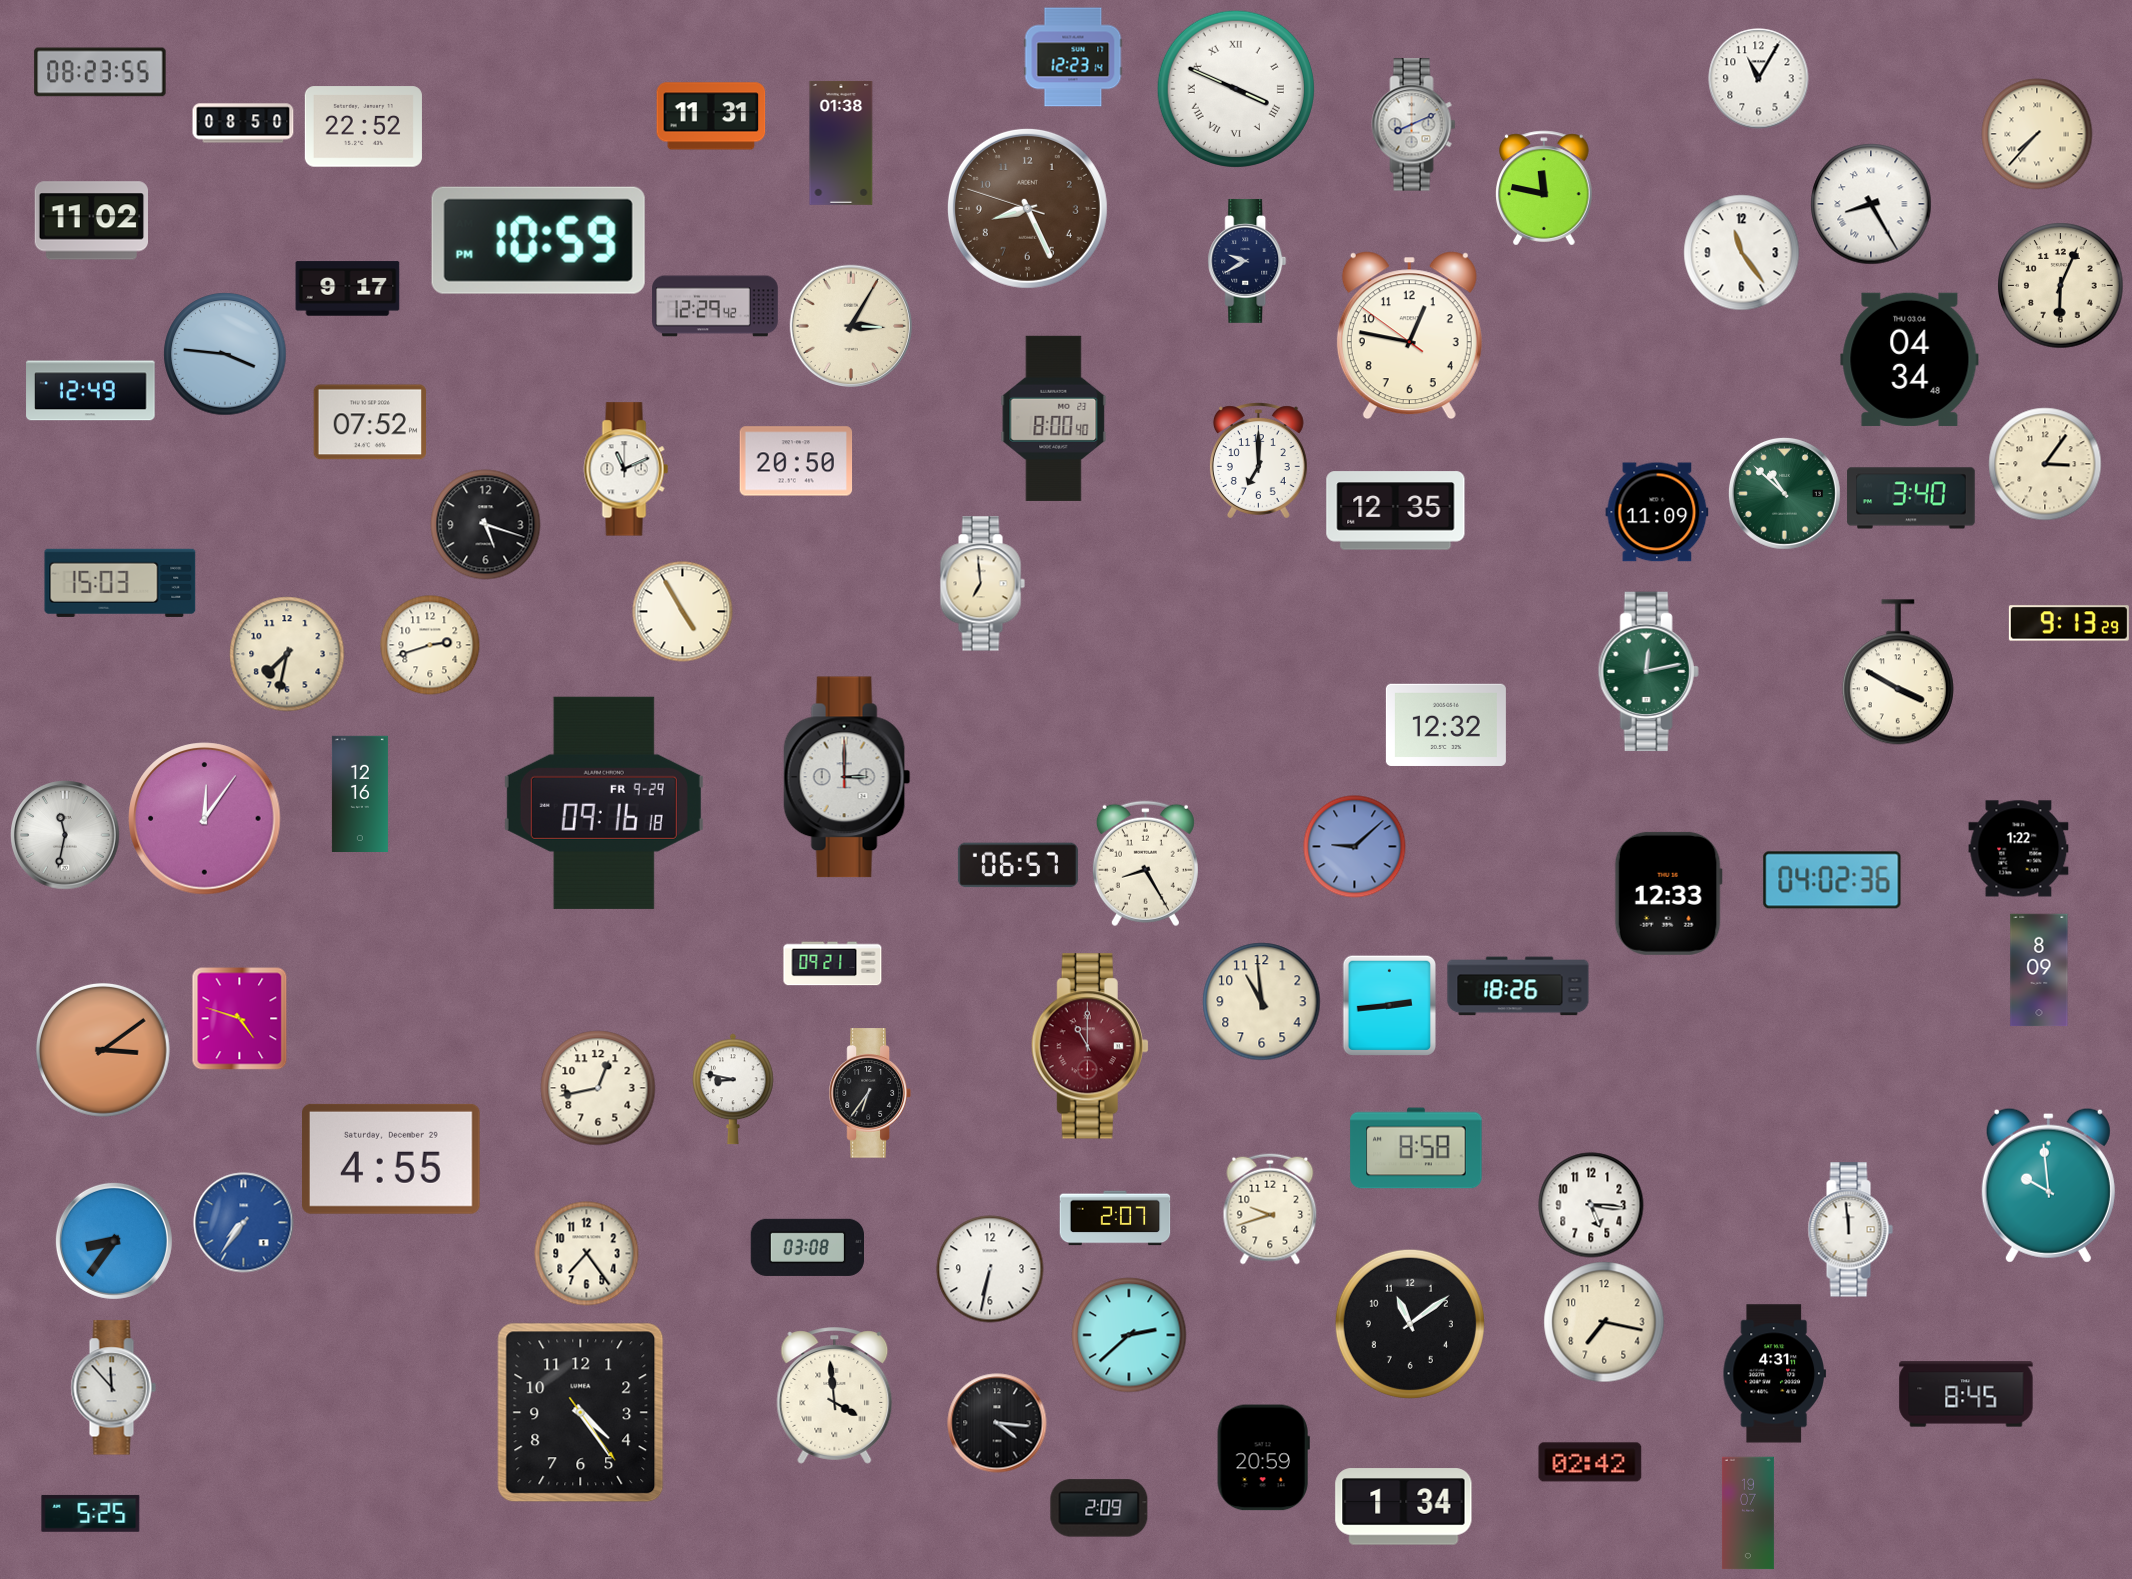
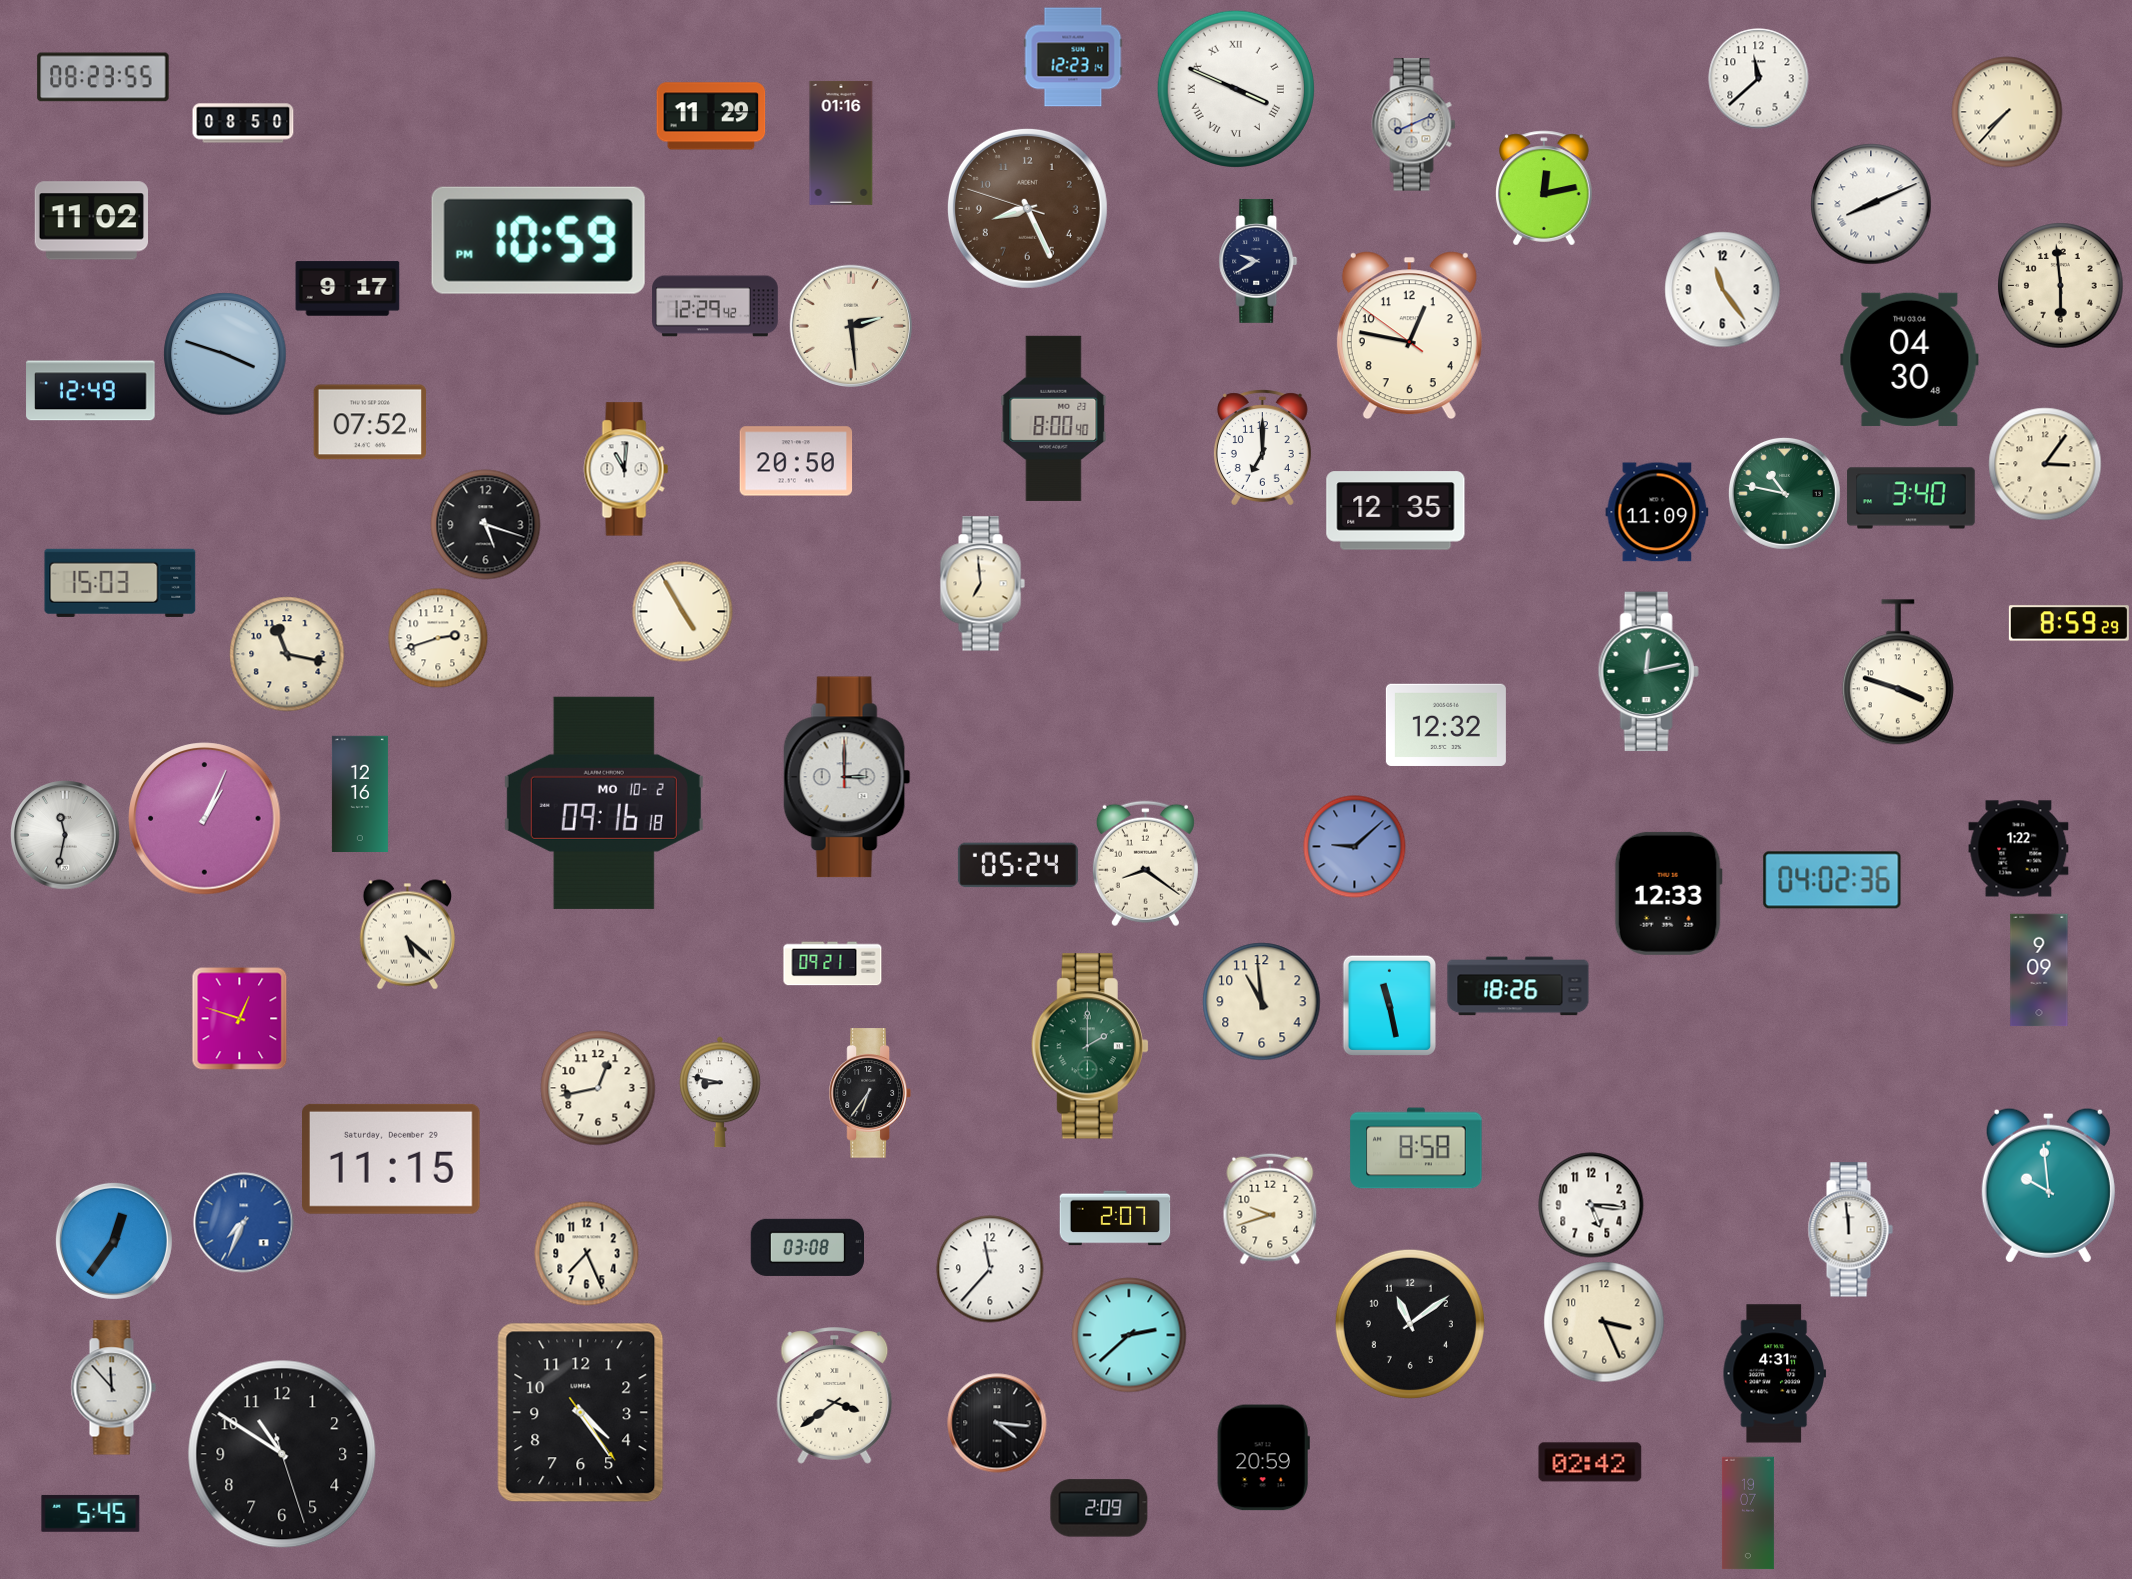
clock at (100, 72) position: (100, 72) -> (103, 77)
clock at (1759, 79): 11:05 -> 11:38
clock at (711, 116): 11:31 -> 11:29
clock at (363, 127): 22:52 -> none
clock at (2037, 134) position: (2037, 134) -> (2007, 112)
clock at (841, 143): 01:38 -> 01:16
clock at (1544, 188): 11:47 -> 12:13
clock at (1871, 204): 8:25 -> 8:11
clock at (1742, 253) position: (1742, 253) -> (1723, 290)
clock at (1247, 261) position: (1247, 261) -> (1258, 261)
clock at (2061, 286): 6:04 -> 5:59
clock at (850, 325): 3:05 -> 2:29
clock at (225, 354): 3:46 -> 3:48
clock at (1910, 359): 04:34 -> 04:30
clock at (1258, 461) position: (1258, 461) -> (1262, 448)
clock at (626, 469): 11:11 -> 11:01
clock at (1784, 493): 10:52 -> 10:47
clock at (2069, 623): 9:13 -> 8:59
clock at (430, 645) position: (430, 645) -> (438, 638)
clock at (287, 654): 7:32 -> 11:17
clock at (1898, 672): 3:50 -> 3:48
clock at (604, 803) date: FR 9-29 -> MO 10-2
clock at (205, 819): 12:06 -> 1:04
clock at (1145, 864): 8:25 -> 8:21
clock at (1018, 865): 06:57 -> 05:24
clock at (407, 935): none -> 5:22
clock at (2039, 970): 8:09 -> 9:09
clock at (1389, 1005): 2:44 -> 11:28
clock at (240, 1019): 4:48 -> 12:48
clock at (1090, 1046): 11:00 -> 2:00
clock at (1090, 1046) dial: burgundy -> green
clock at (103, 1050): 3:09 -> none
clock at (734, 1089) position: (734, 1089) -> (721, 1092)
clock at (392, 1159): 4:55 -> 11:15
clock at (244, 1223): 7:36 -> 7:34
clock at (114, 1241): 8:36 -> 12:36
clock at (587, 1254): 7:24 -> 7:26
clock at (990, 1269): 6:32 -> 11:37
clock at (1604, 1322): 7:17 -> 3:26
clock at (1966, 1394): 8:45 -> none
clock at (835, 1396): 3:59 -> 3:39
clock at (282, 1454): none -> 10:50
clock at (1404, 1507): 1:34 -> none
clock at (91, 1513): 5:25 -> 5:45
